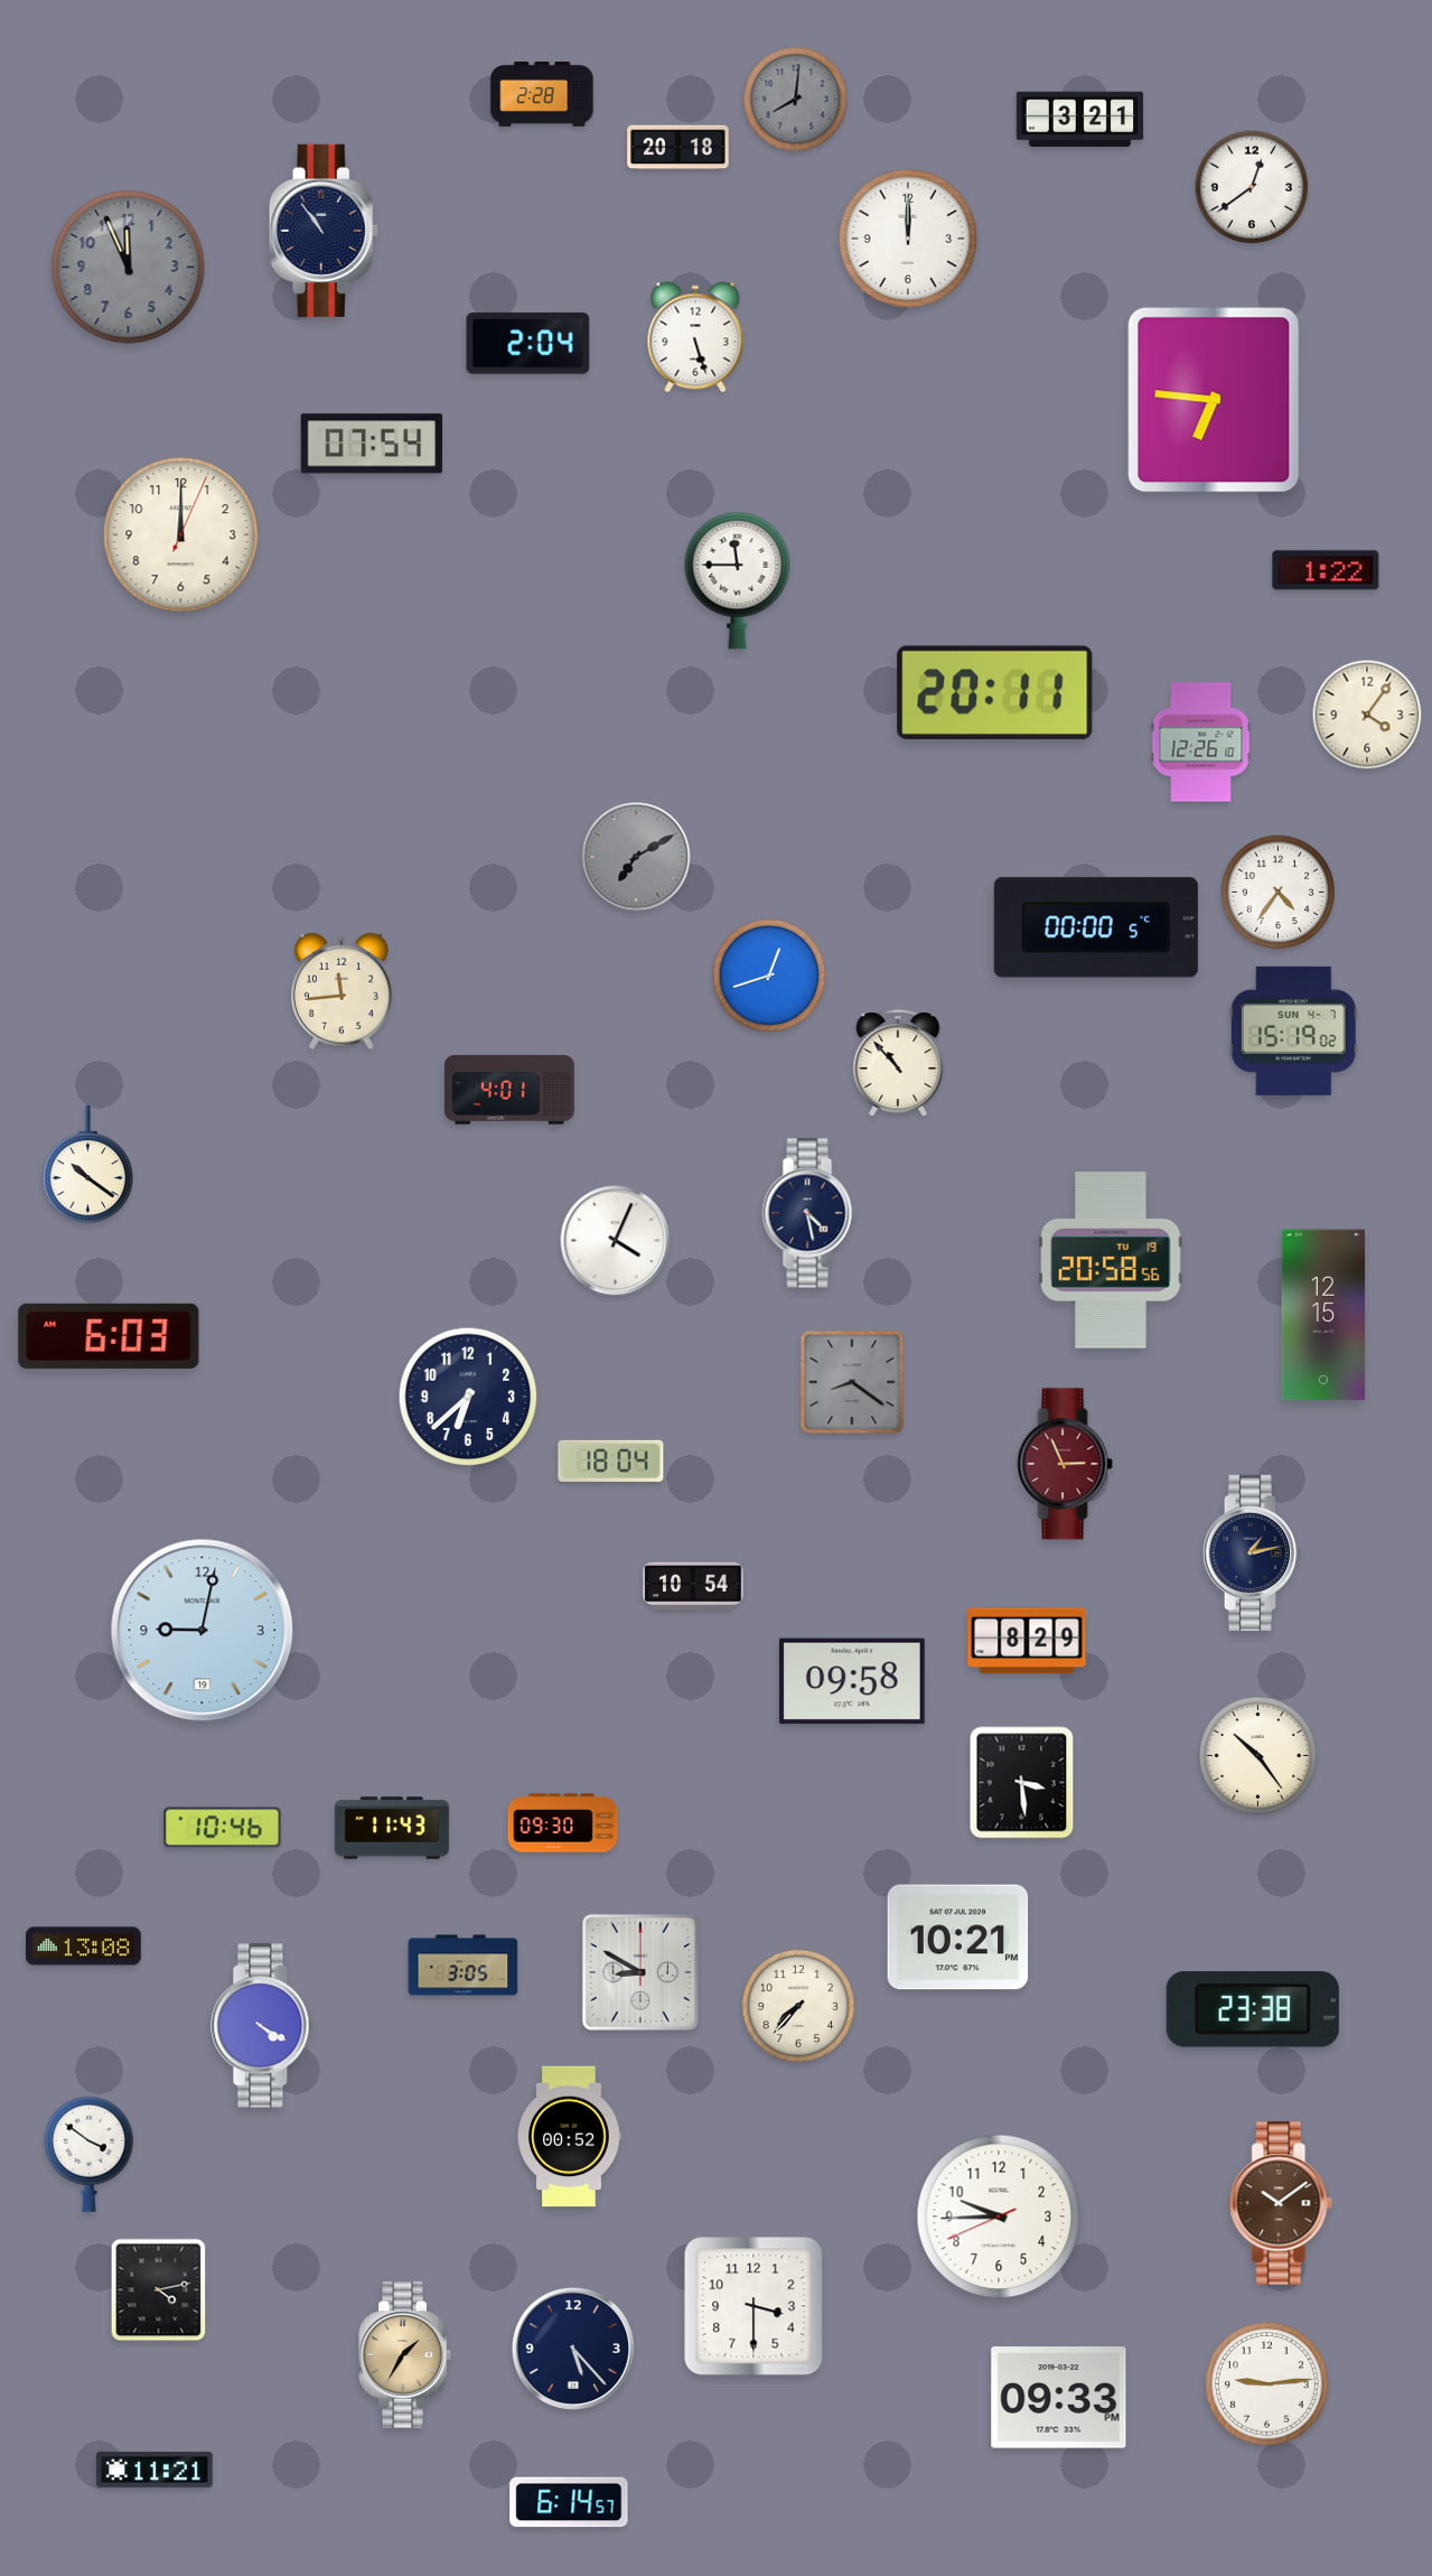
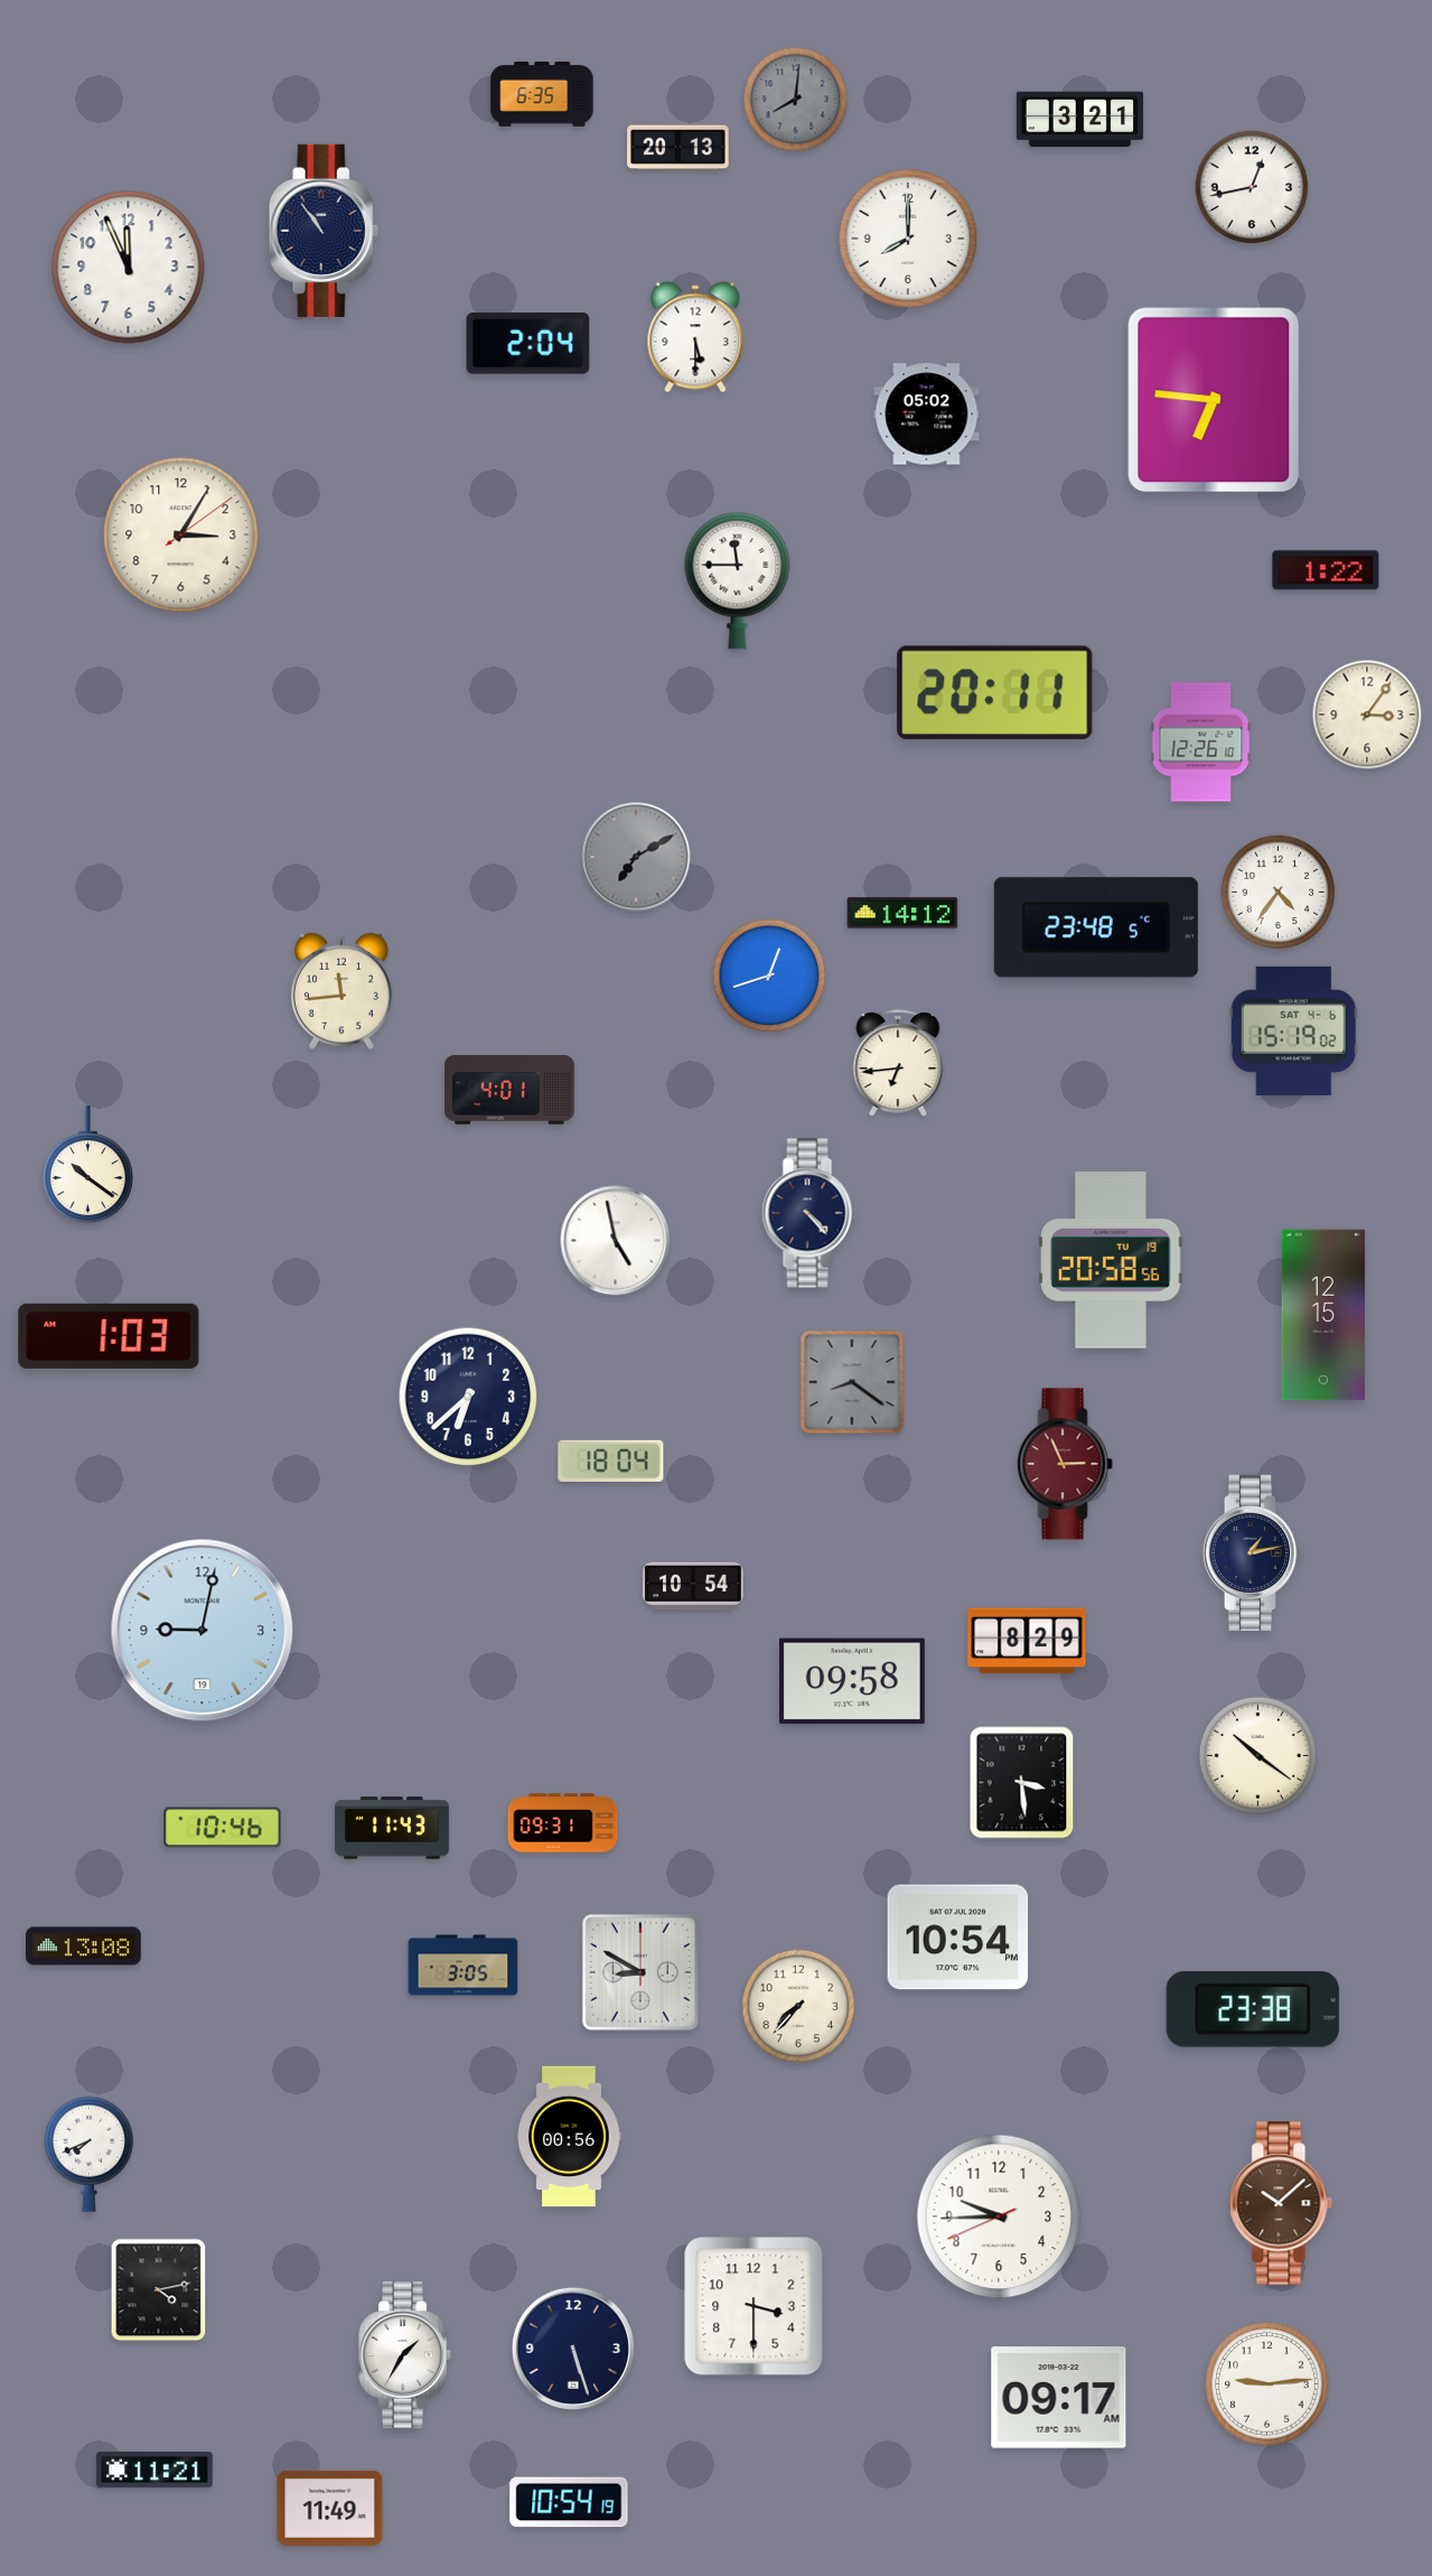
clock at (542, 95): 2:28 -> 6:35
clock at (678, 148): 20:18 -> 20:13
clock at (1252, 187): 12:39 -> 12:43
clock at (908, 239): 12:00 -> 8:00
clock at (129, 268) dial: grey -> white
clock at (695, 337): 5:27 -> 5:30
clock at (927, 414): none -> 05:02
clock at (371, 444): 07:54 -> none
clock at (181, 535): 12:00 -> 3:05
clock at (1367, 715): 4:06 -> 3:06
clock at (902, 913): none -> 14:12
clock at (1096, 927): 00:00 -> 23:48
clock at (1293, 1030) date: SUN 4-7 -> SAT 4-6
clock at (898, 1063): 10:53 -> 6:44
clock at (809, 1213): 4:28 -> 4:23
clock at (616, 1241): 4:04 -> 4:58
clock at (109, 1336): 6:03 -> 1:03
clock at (1257, 1755): 10:24 -> 10:21
clock at (563, 1823): 09:30 -> 09:31
clock at (958, 1938): 10:21 -> 10:54
clock at (263, 2026): 4:20 -> none
clock at (569, 2137): 00:52 -> 00:56
clock at (88, 2154): 3:51 -> 7:41
clock at (1281, 2203): 10:09 -> 10:08
clock at (573, 2349): 5:23 -> 5:27
clock at (405, 2355) dial: champagne -> white
clock at (1059, 2398): 09:33 -> 09:17
clock at (569, 2502): 6:14 -> 10:54
clock at (330, 2508): none -> 11:49
